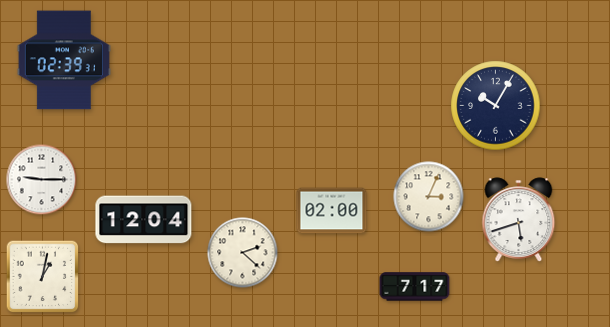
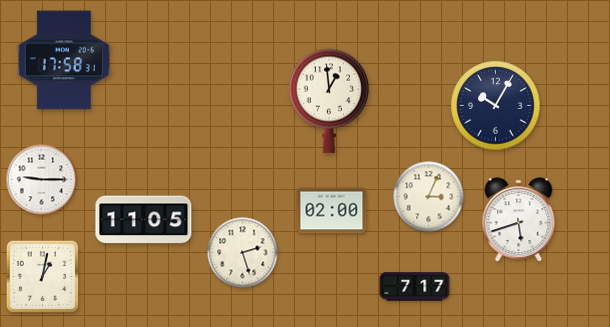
clock at (64, 60): 02:39 -> 17:58
clock at (328, 101): none -> 12:59
clock at (144, 220): 12:04 -> 11:05
clock at (243, 253): 2:22 -> 2:27
